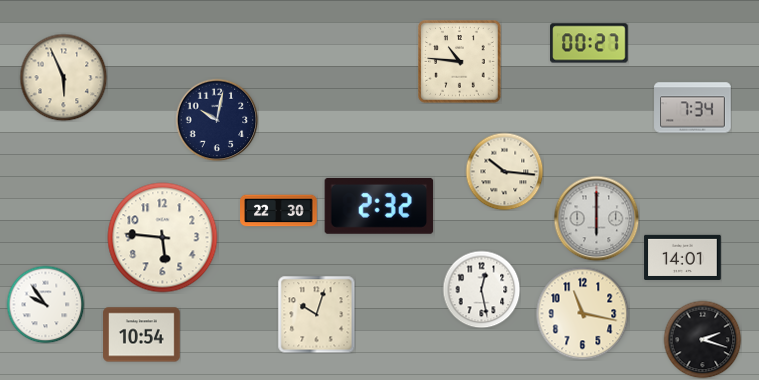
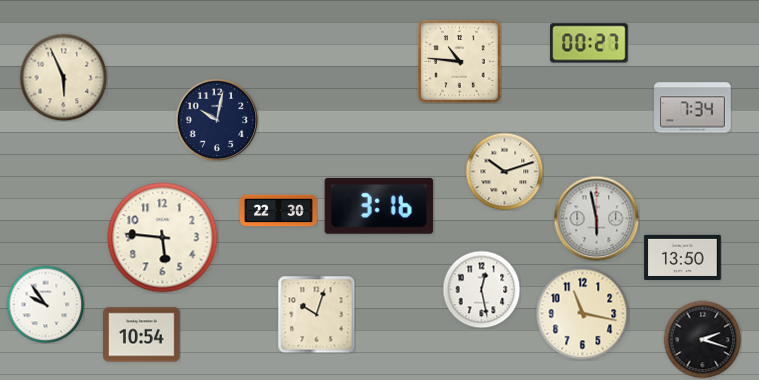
clock at (504, 171): 10:16 -> 10:12
clock at (379, 206): 2:32 -> 3:16
clock at (596, 218): 6:00 -> 5:58
clock at (683, 257): 14:01 -> 13:50
